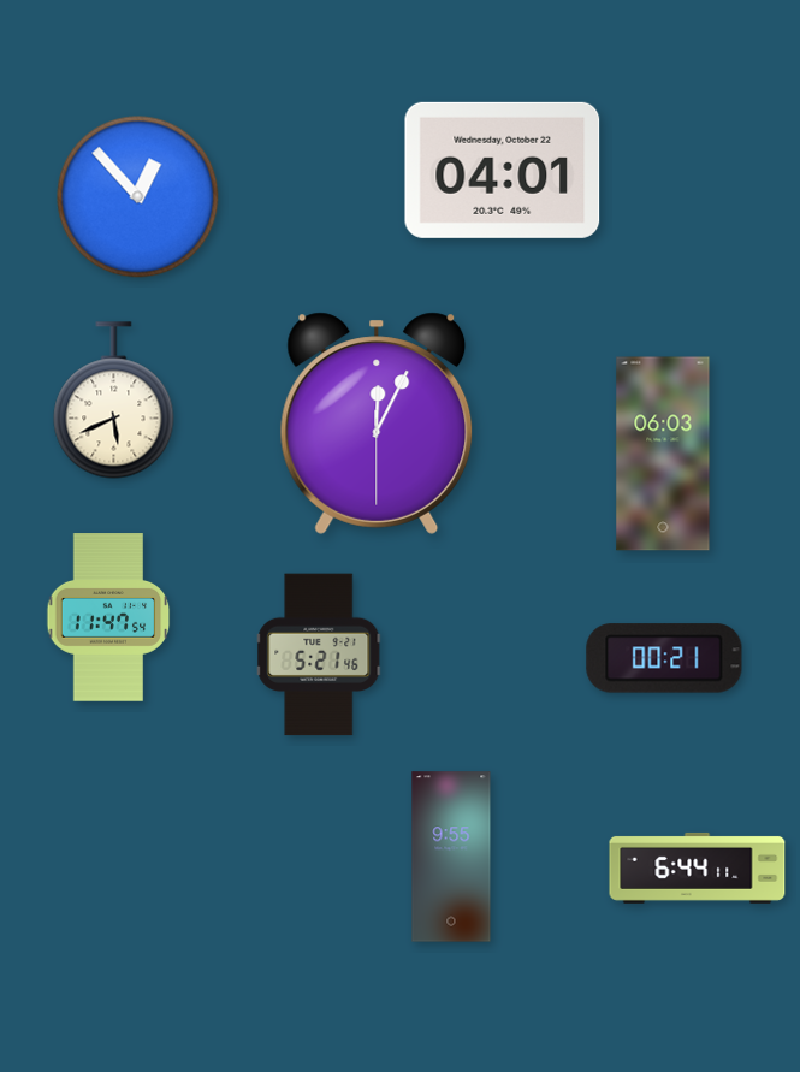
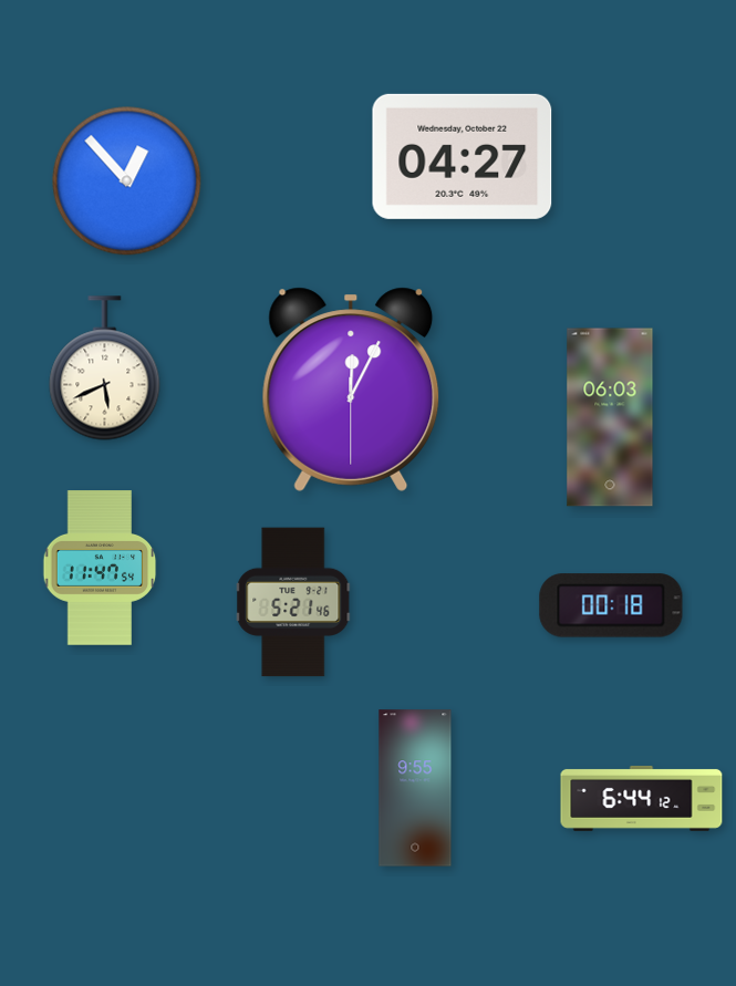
clock at (503, 170): 04:01 -> 04:27
clock at (377, 424) position: (377, 424) -> (351, 390)
clock at (664, 658): 00:21 -> 00:18
clock at (698, 867): 6:44:11 -> 6:44:12
